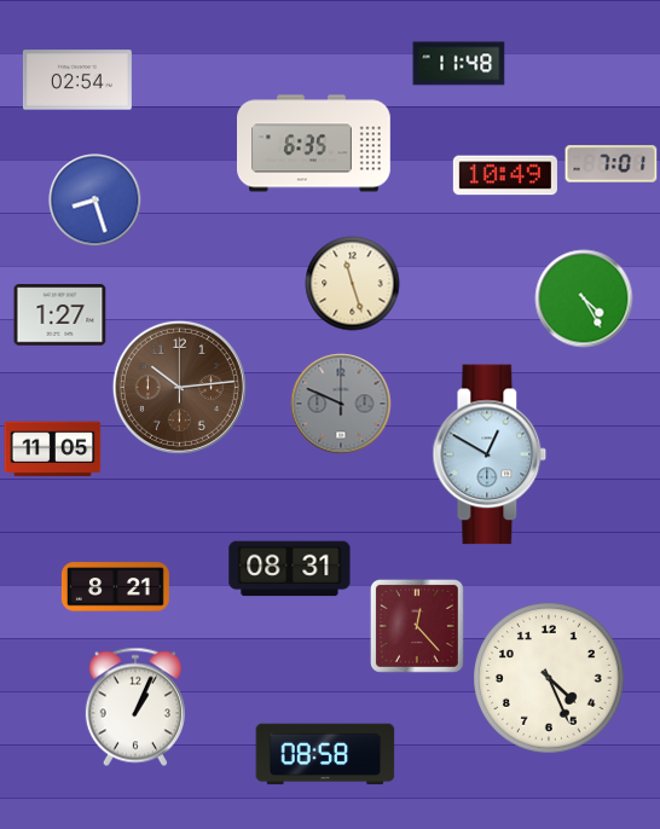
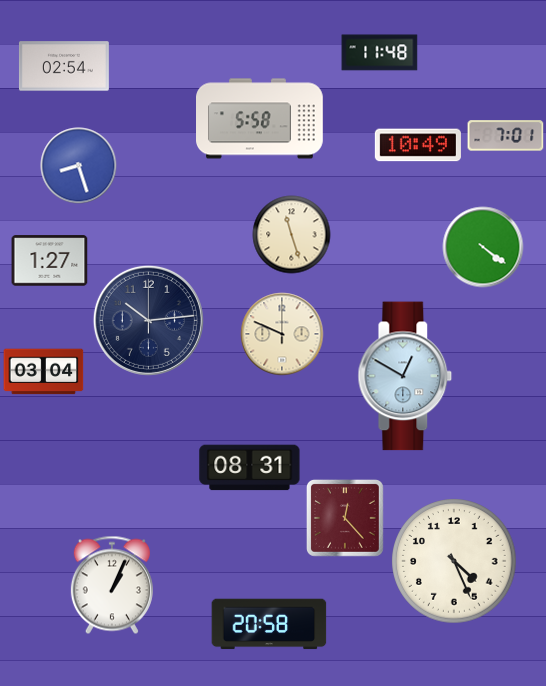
clock at (314, 144): 6:35 -> 5:58
clock at (584, 298): 4:25 -> 4:21
clock at (179, 387) dial: brown -> navy
clock at (341, 404) dial: grey -> cream
clock at (53, 450): 11:05 -> 03:04
clock at (290, 569) position: (290, 569) -> (250, 468)
clock at (115, 587): 8:21 -> none
clock at (325, 754): 08:58 -> 20:58
